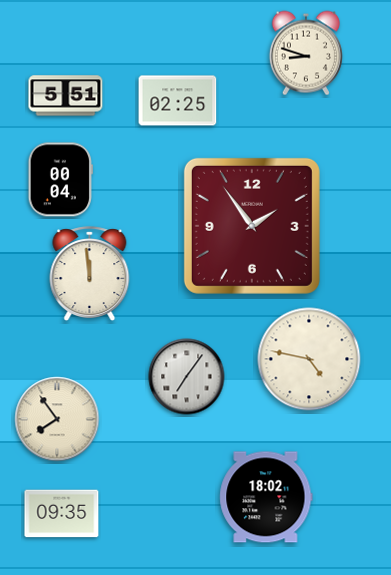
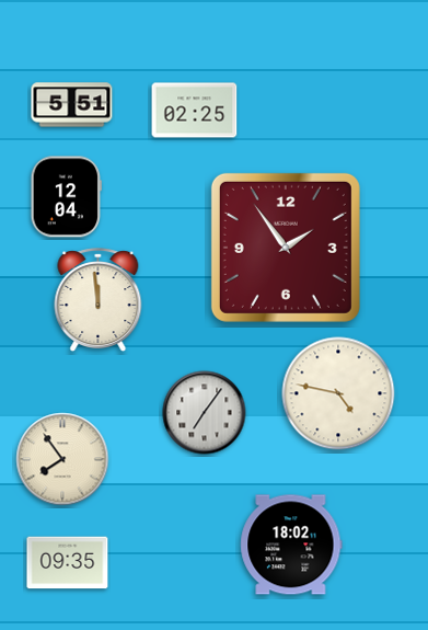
clock at (306, 53): 8:48 -> none
clock at (60, 180): 00:04 -> 12:04
clock at (252, 226) position: (252, 226) -> (286, 248)
